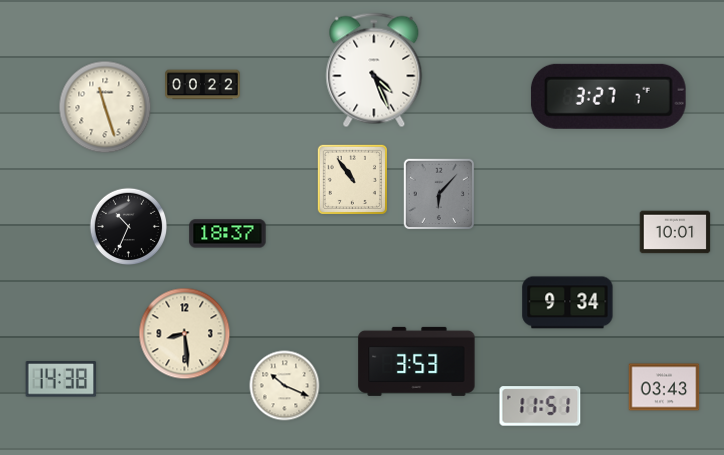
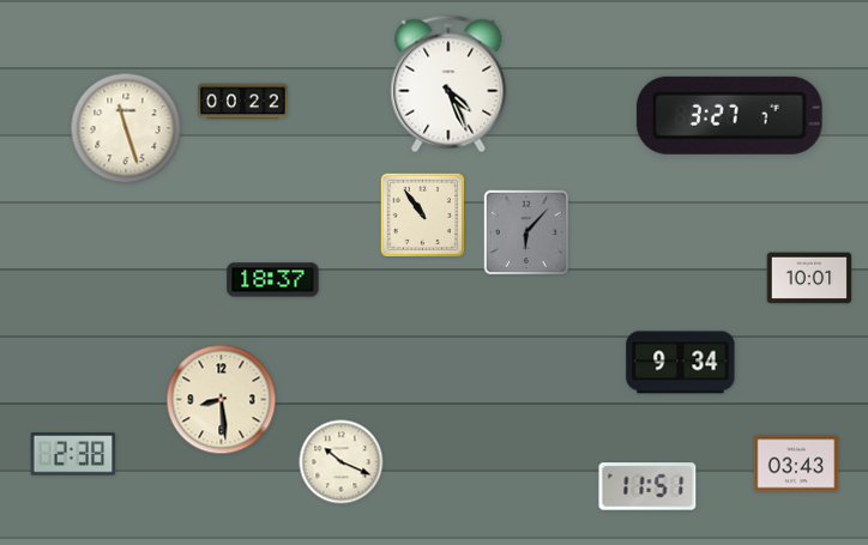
clock at (129, 227): 10:34 -> none
clock at (417, 361): 3:53 -> none
clock at (61, 379): 14:38 -> 2:38
